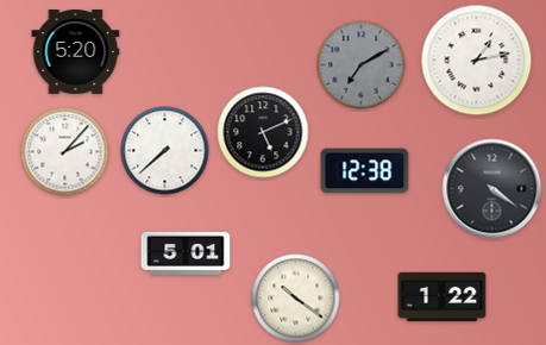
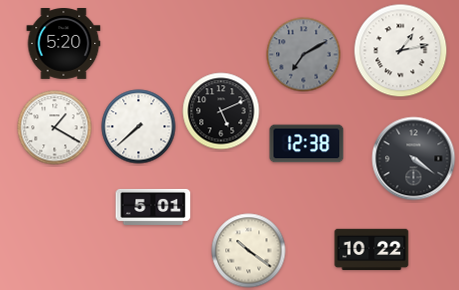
clock at (65, 152): 2:07 -> 1:20
clock at (186, 253) position: (186, 253) -> (153, 207)
clock at (443, 297): 1:22 -> 10:22
